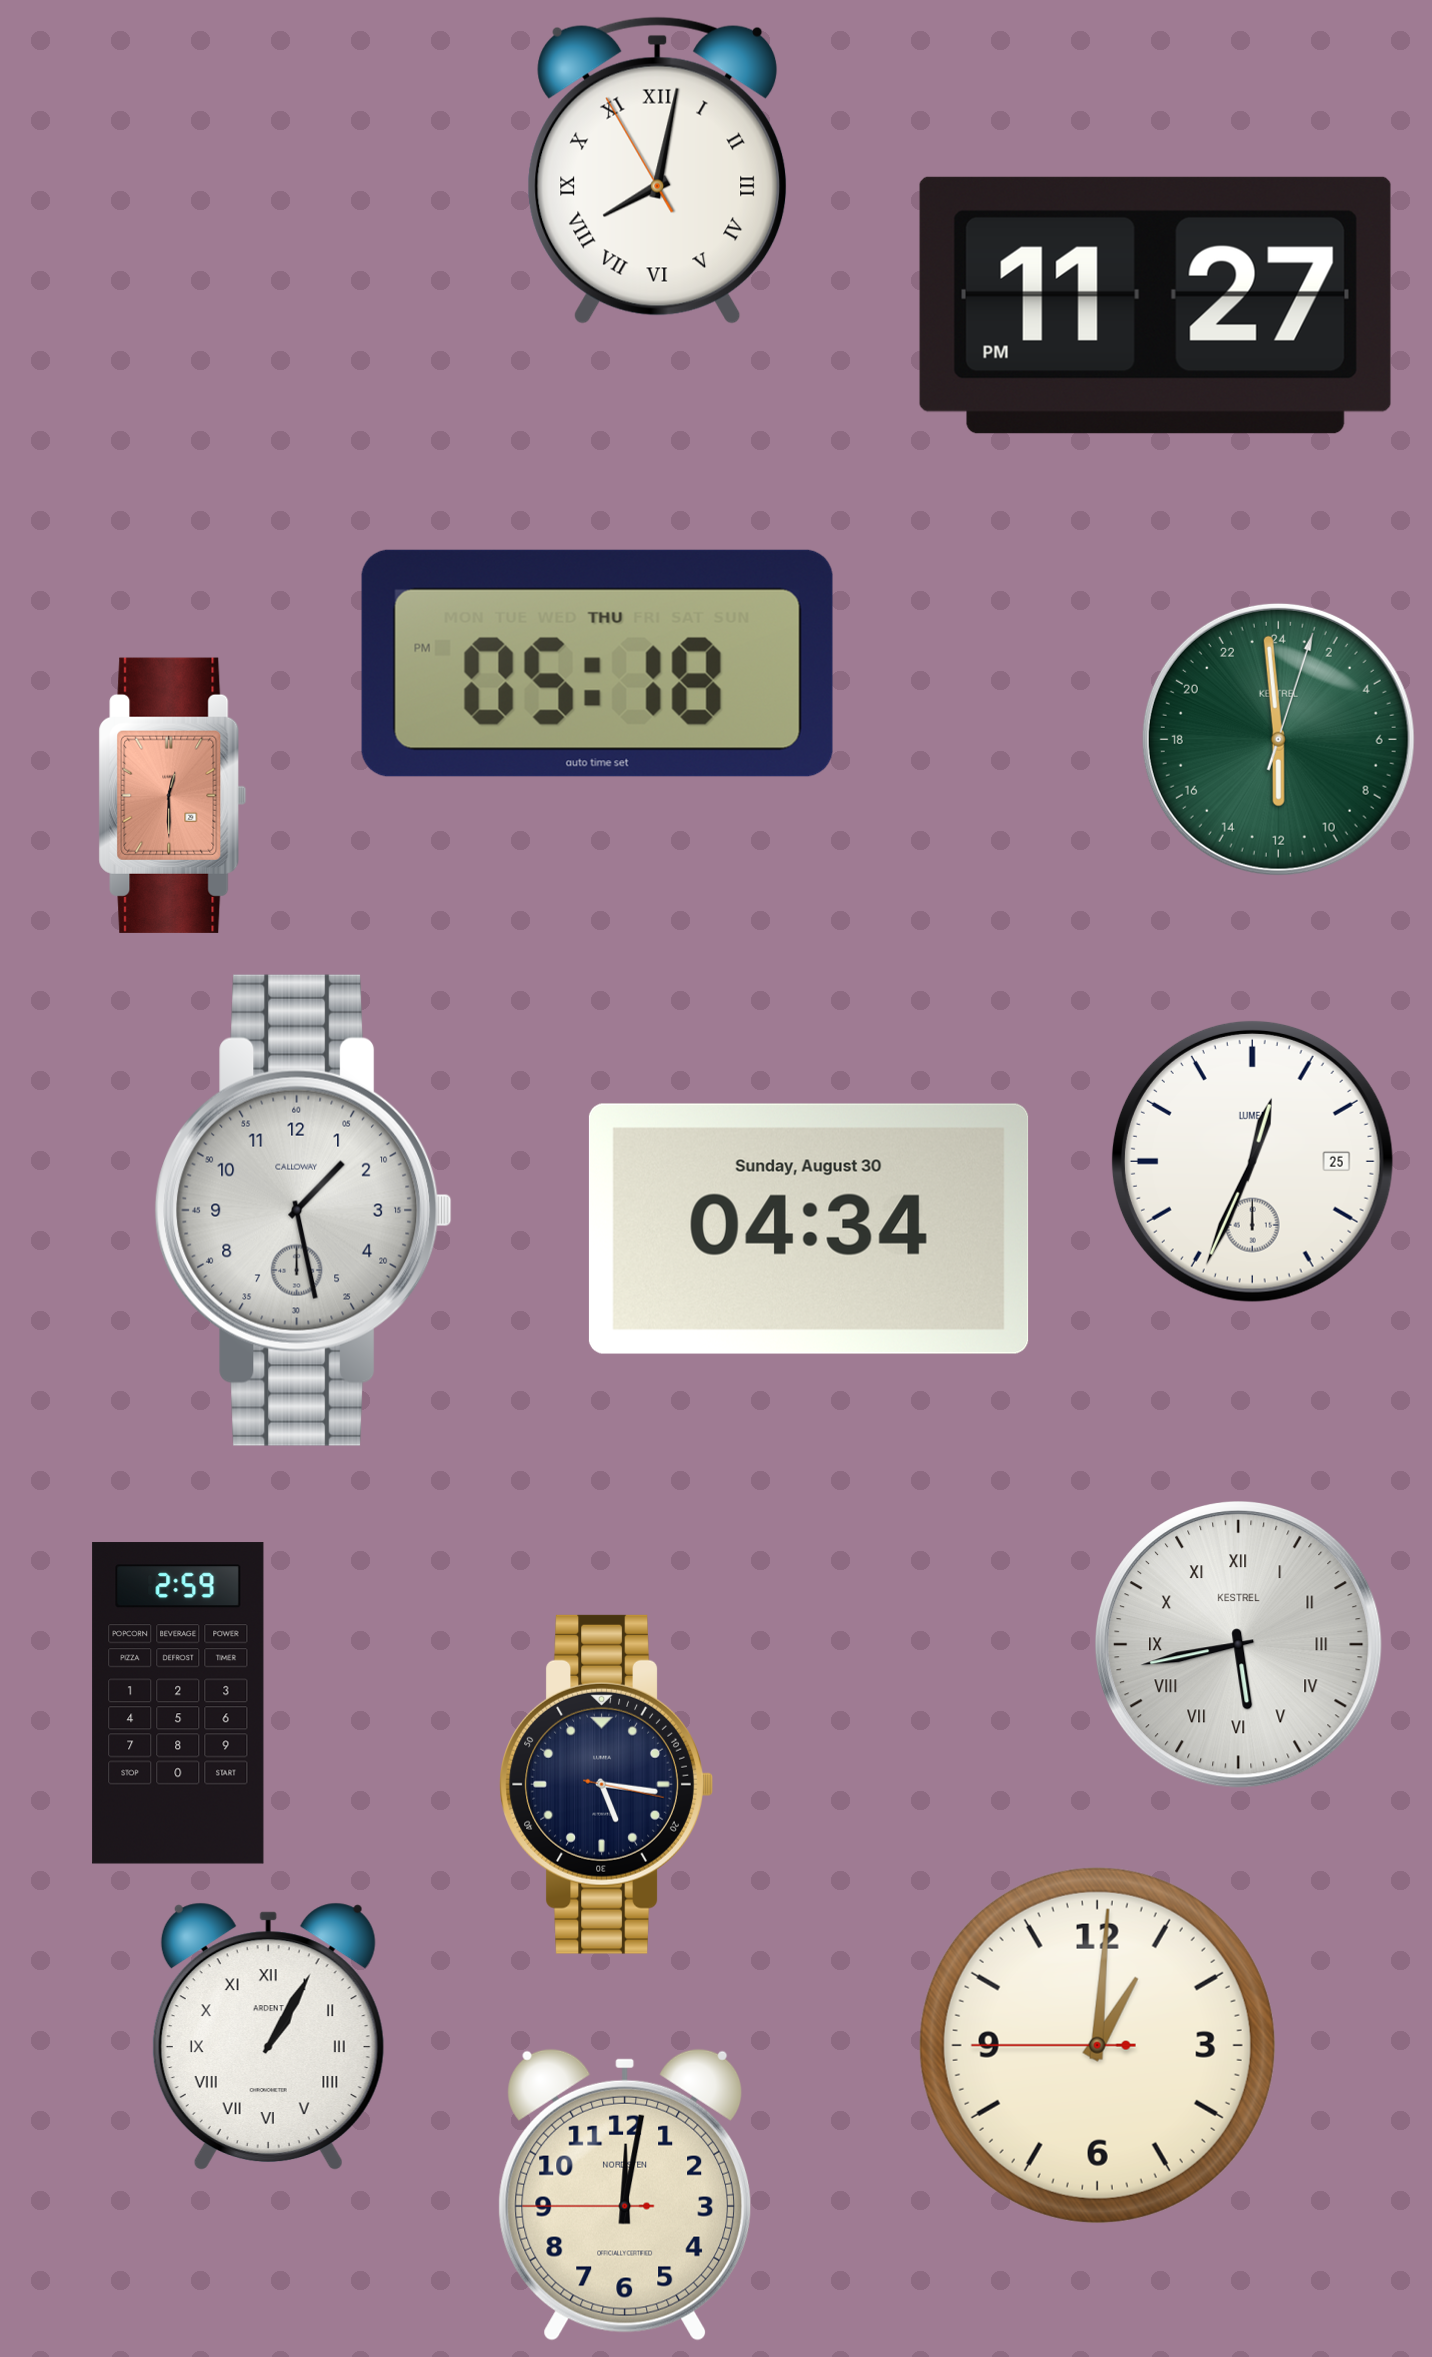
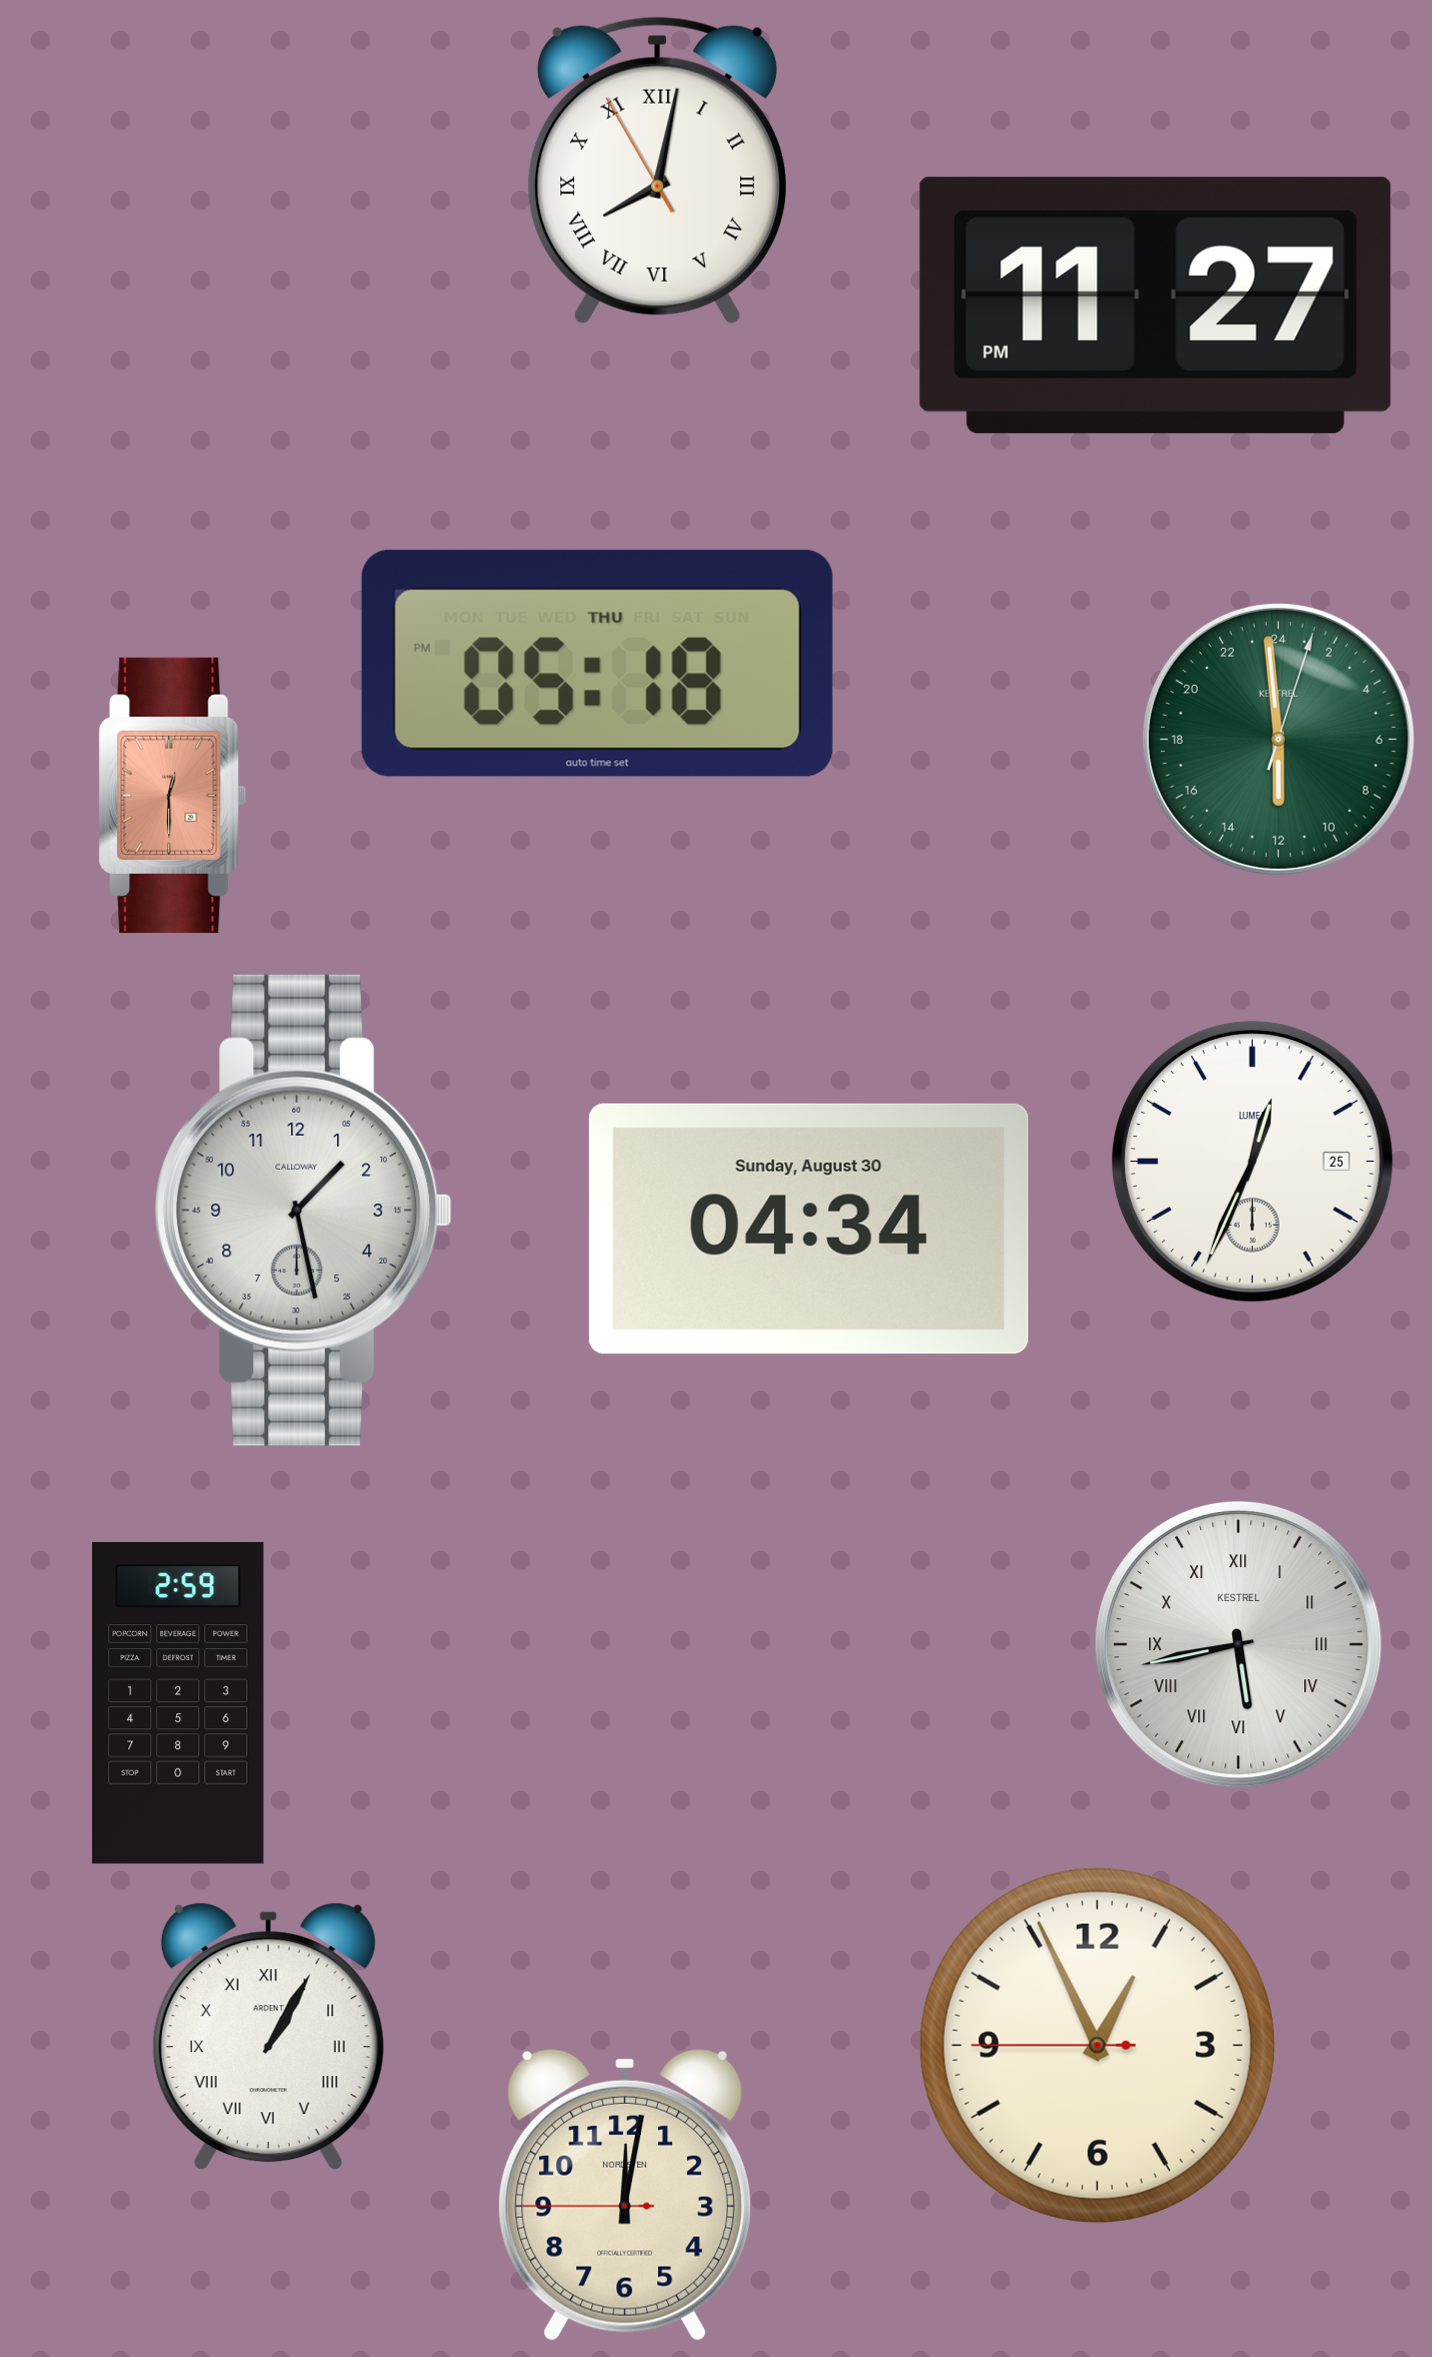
clock at (606, 1784): 5:16 -> none
clock at (1097, 2045): 1:00 -> 12:55
